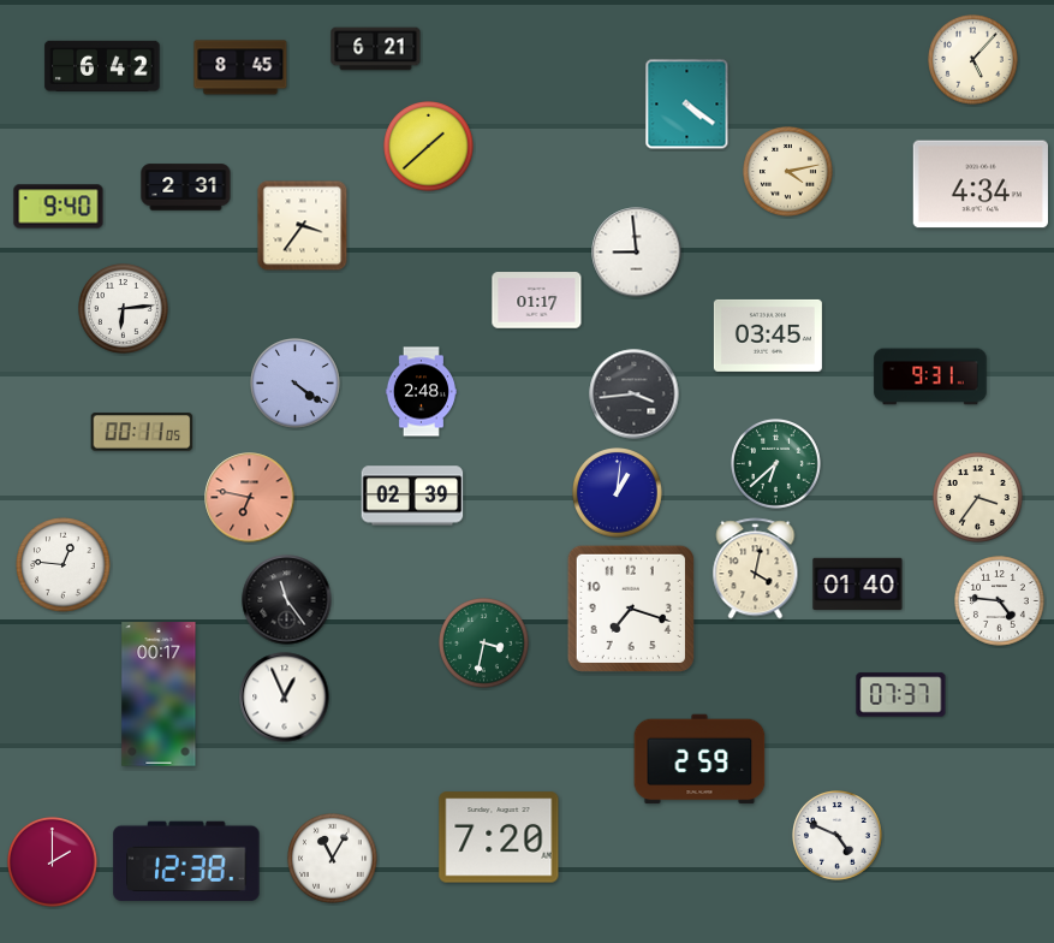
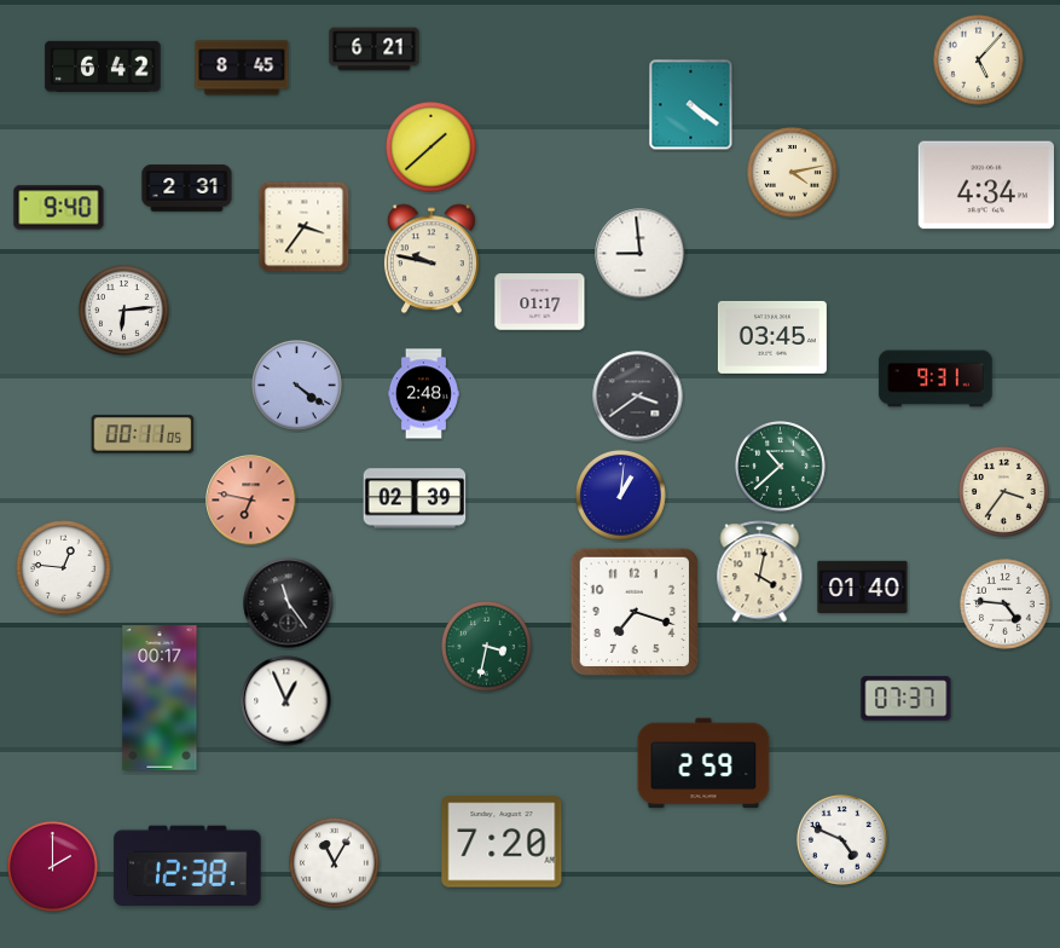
clock at (376, 49) position: (376, 49) -> (375, 50)
clock at (431, 259): none -> 9:47
clock at (635, 395): 3:44 -> 3:39
clock at (776, 464): 6:38 -> 10:38
clock at (978, 498) position: (978, 498) -> (1004, 492)
